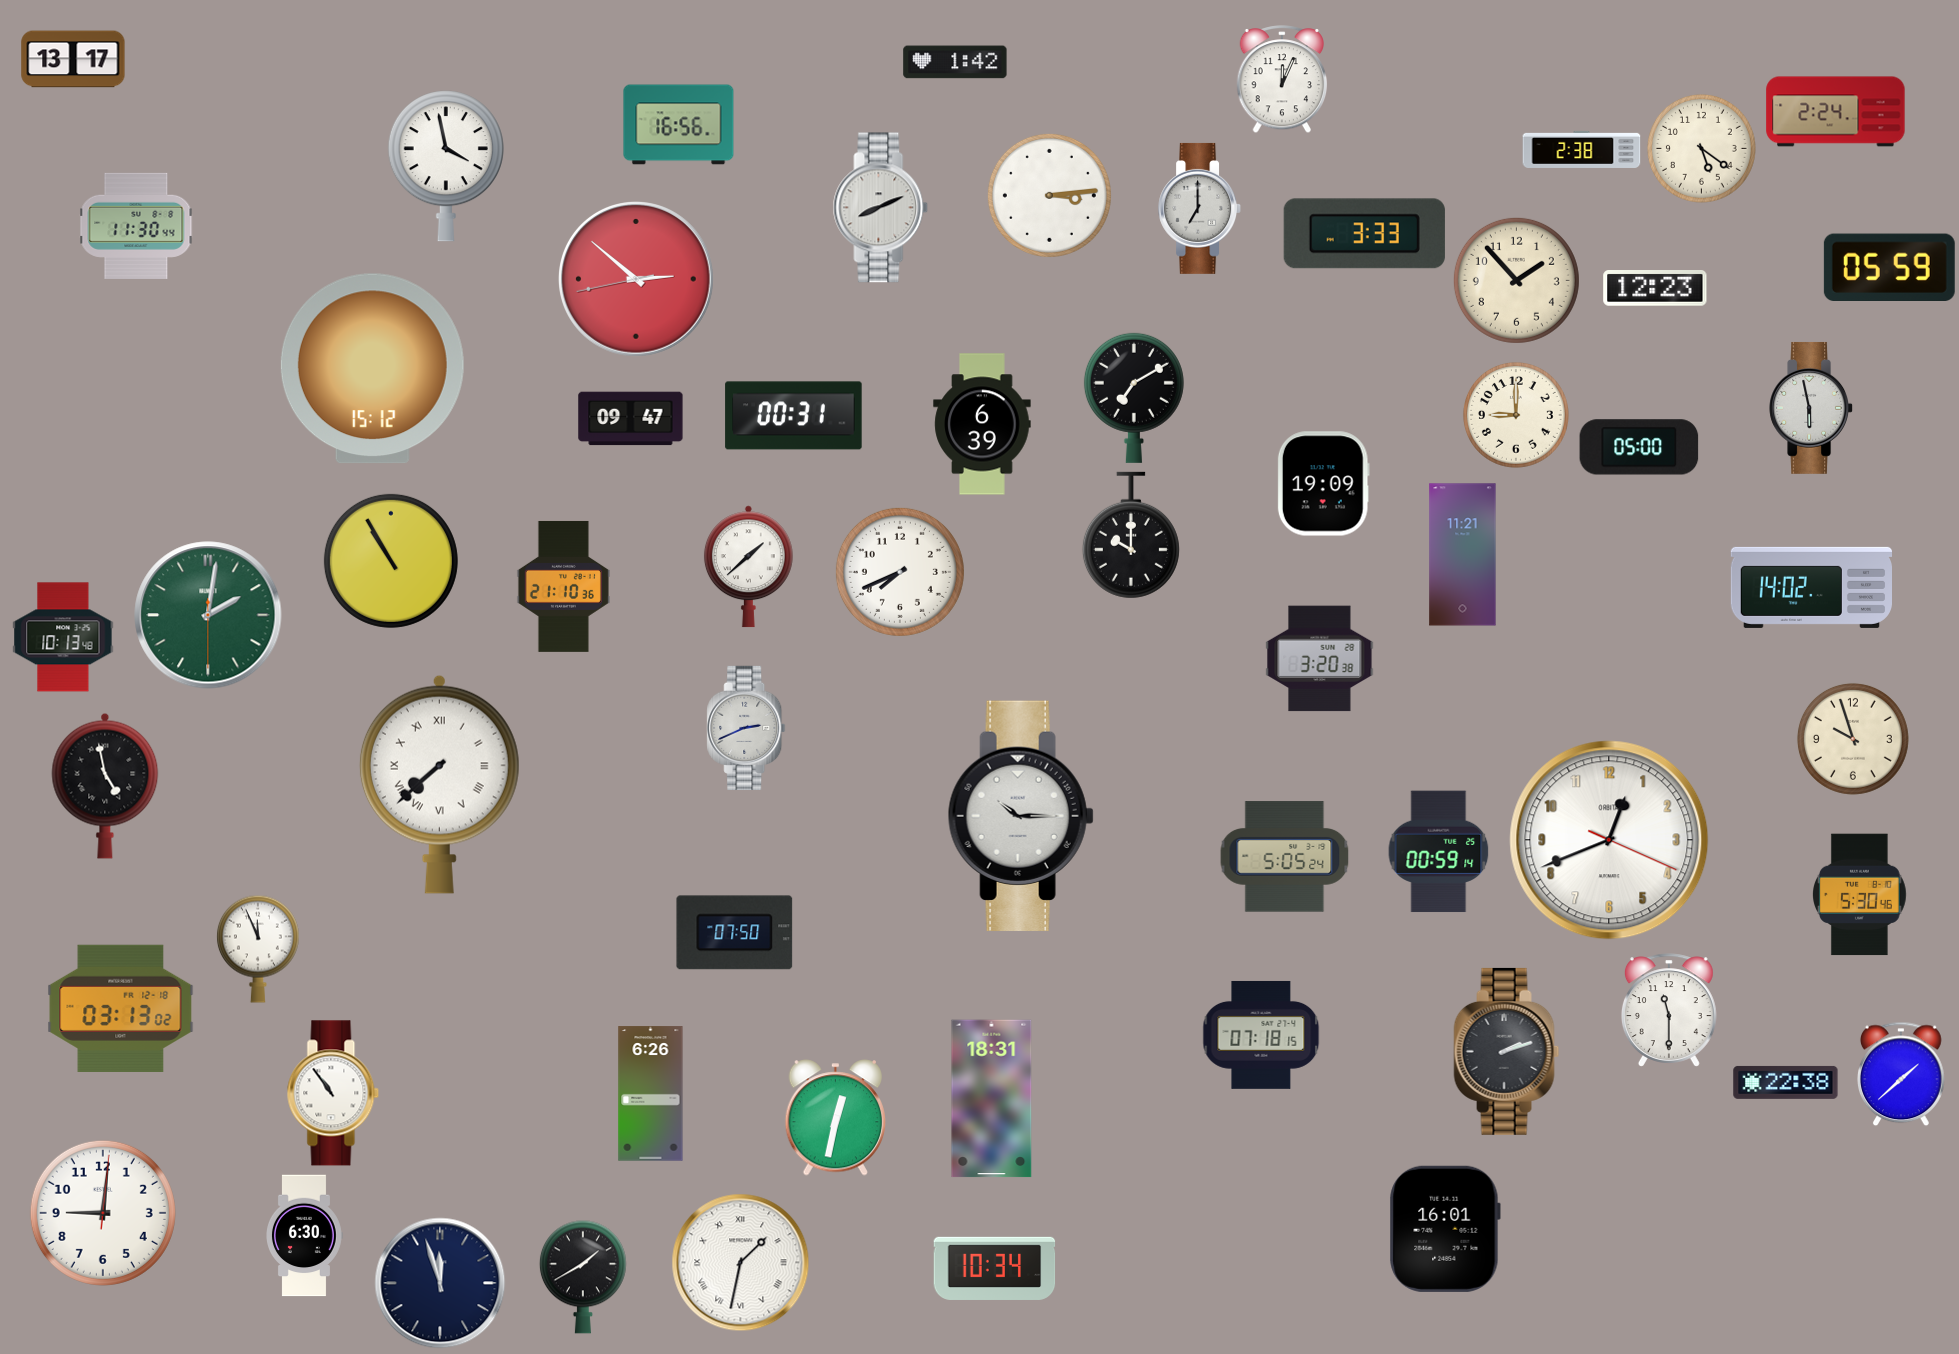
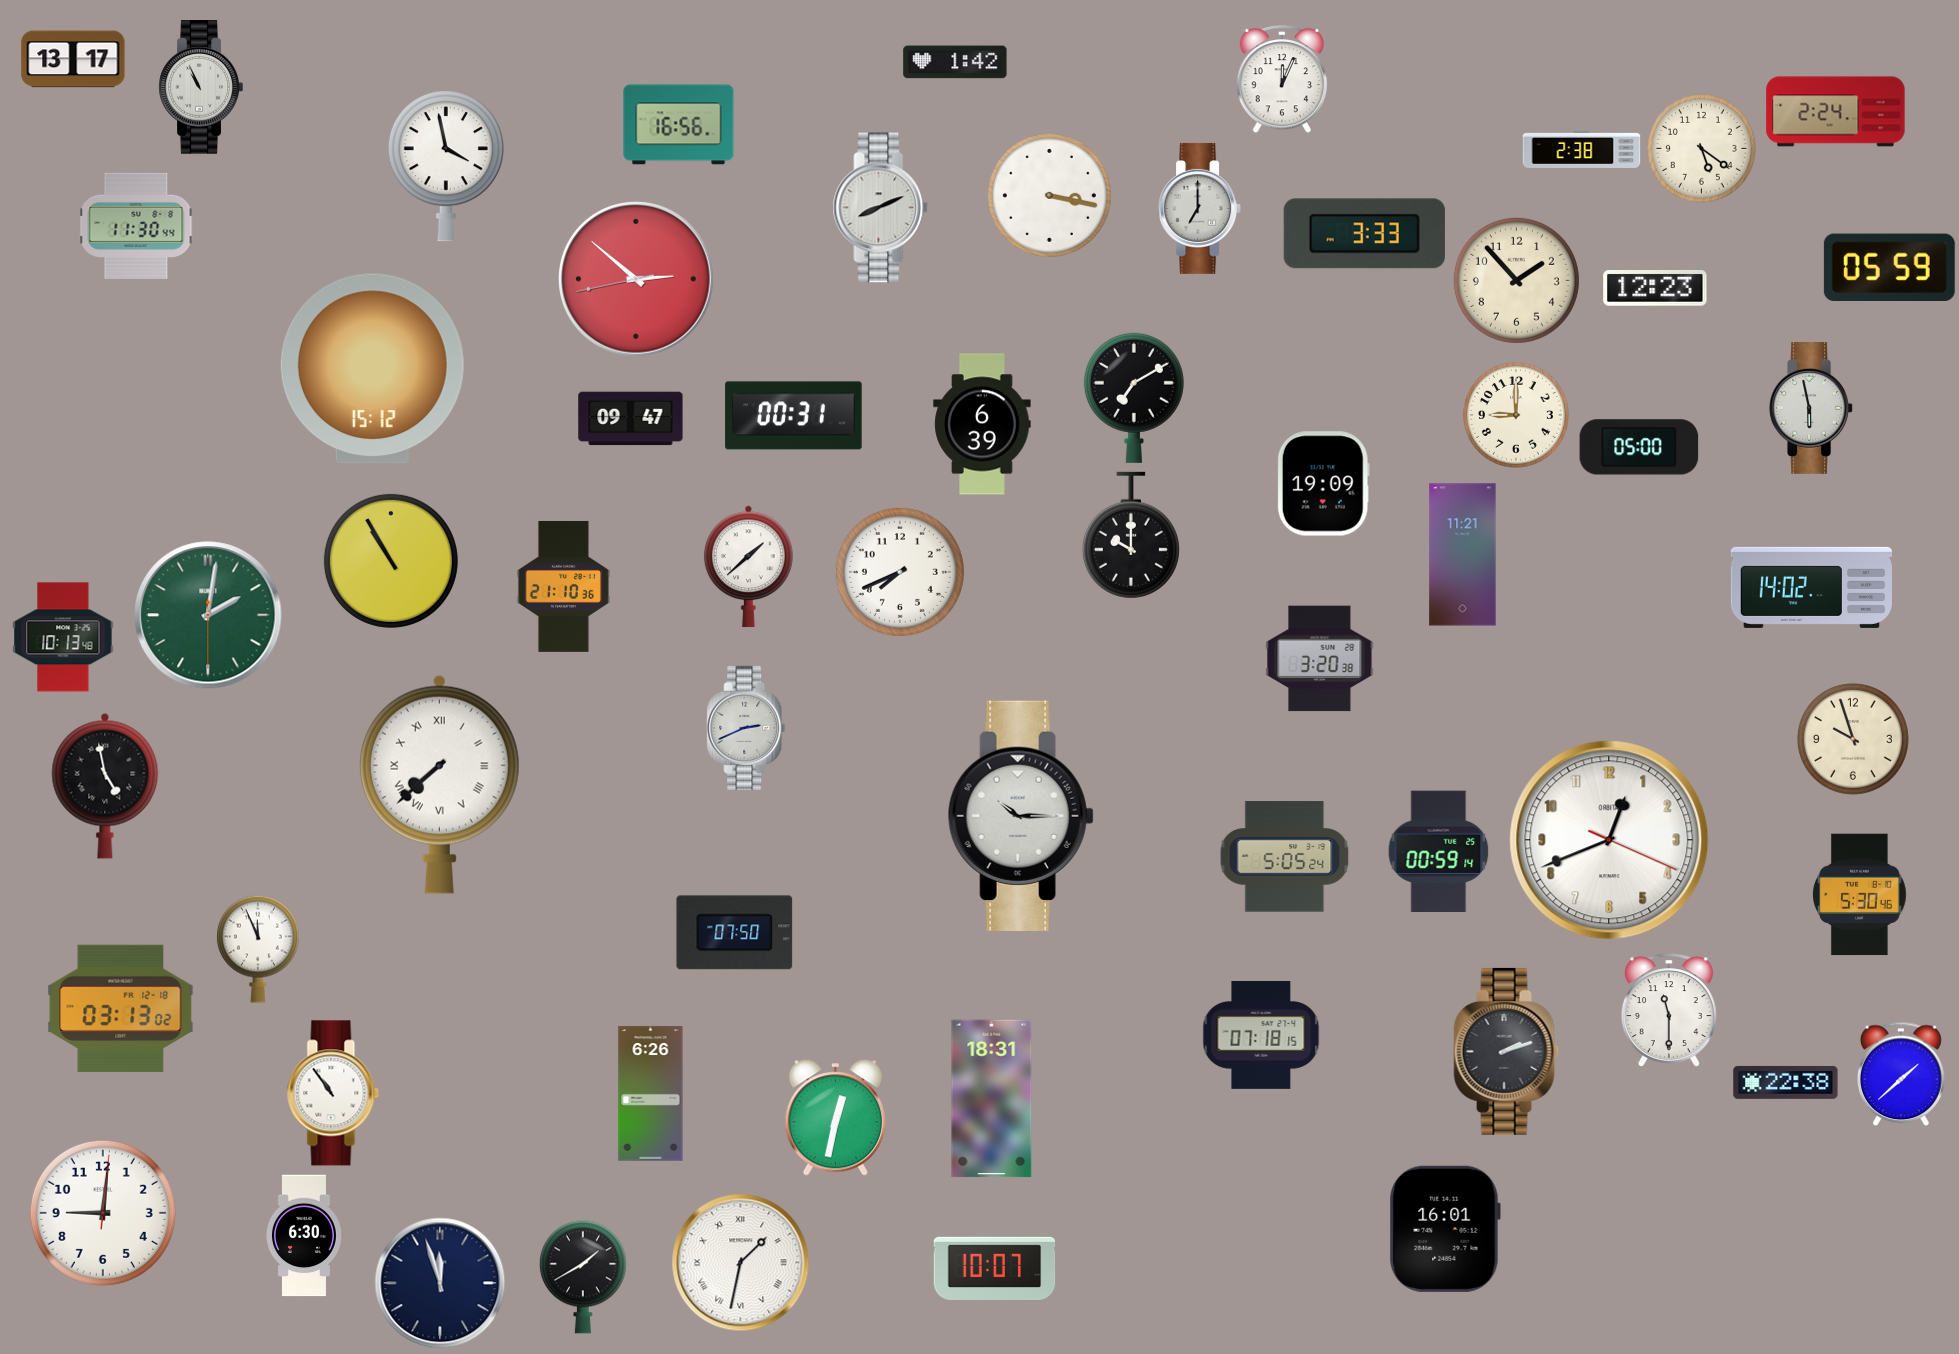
clock at (201, 87): none -> 10:56
clock at (1049, 195): 3:14 -> 3:17
clock at (995, 1268): 10:34 -> 10:07
